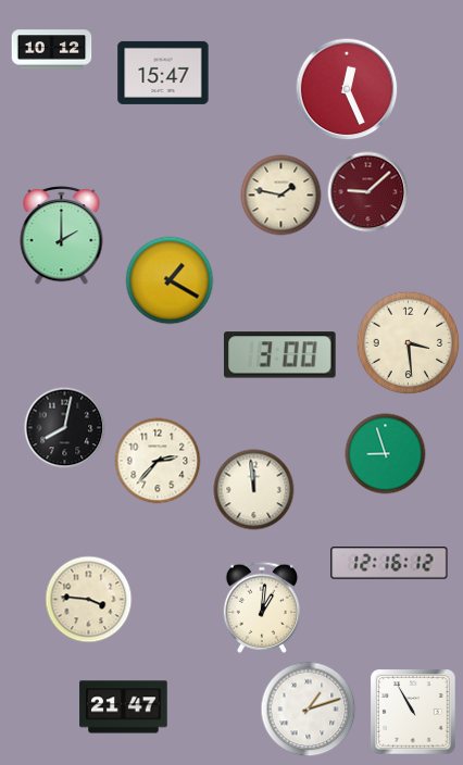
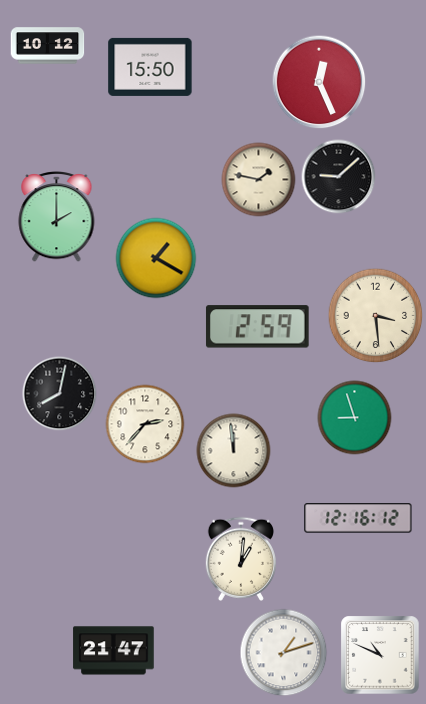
clock at (163, 73): 15:47 -> 15:50
clock at (368, 192) dial: burgundy -> black
clock at (279, 355): 3:00 -> 2:59
clock at (89, 600): 3:46 -> none
clock at (413, 712): 10:55 -> 10:49
